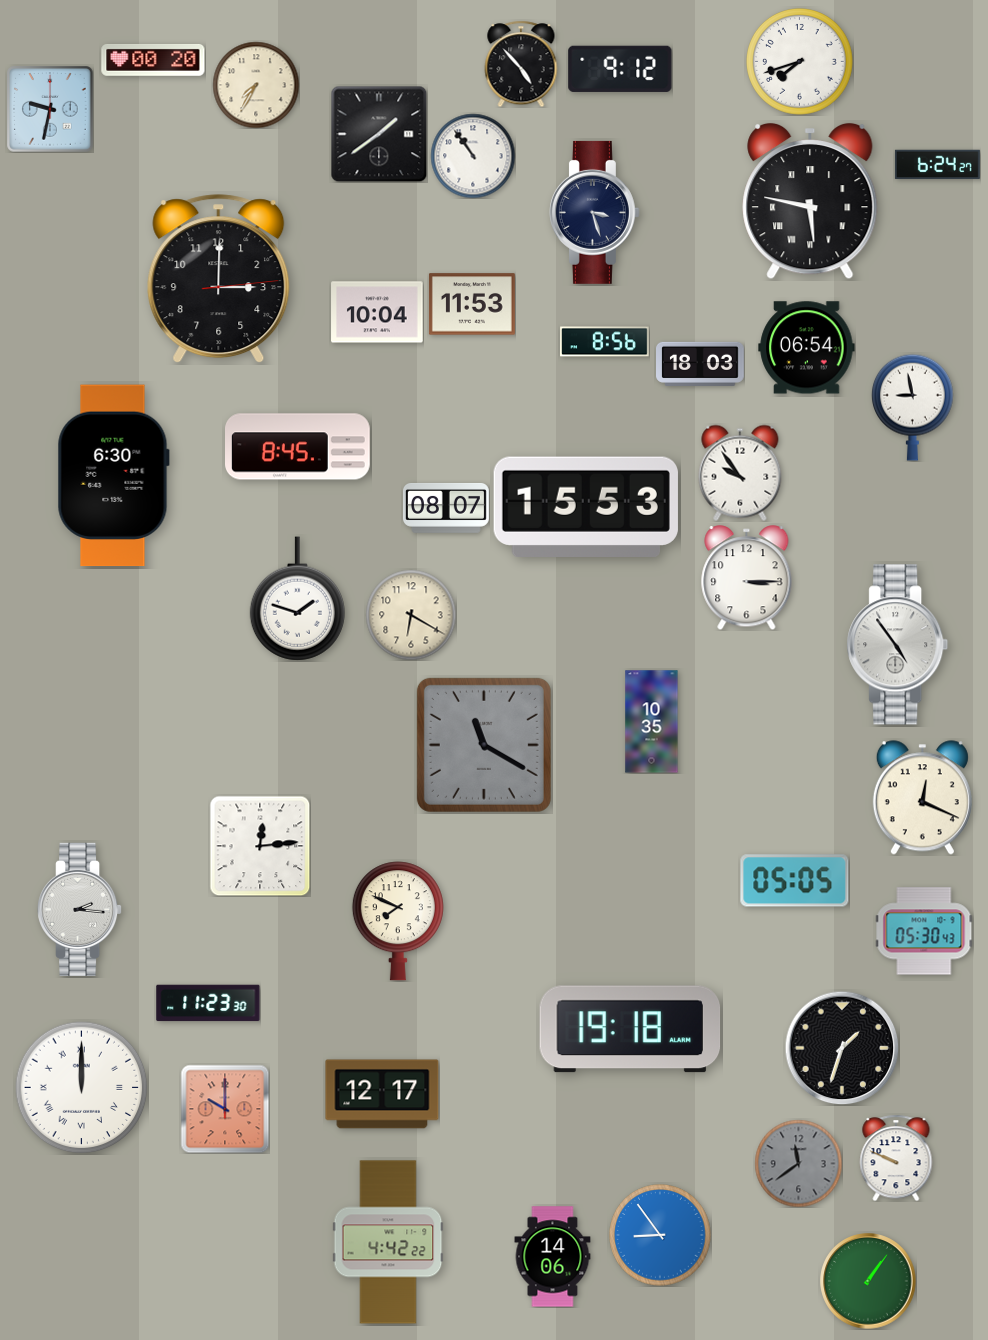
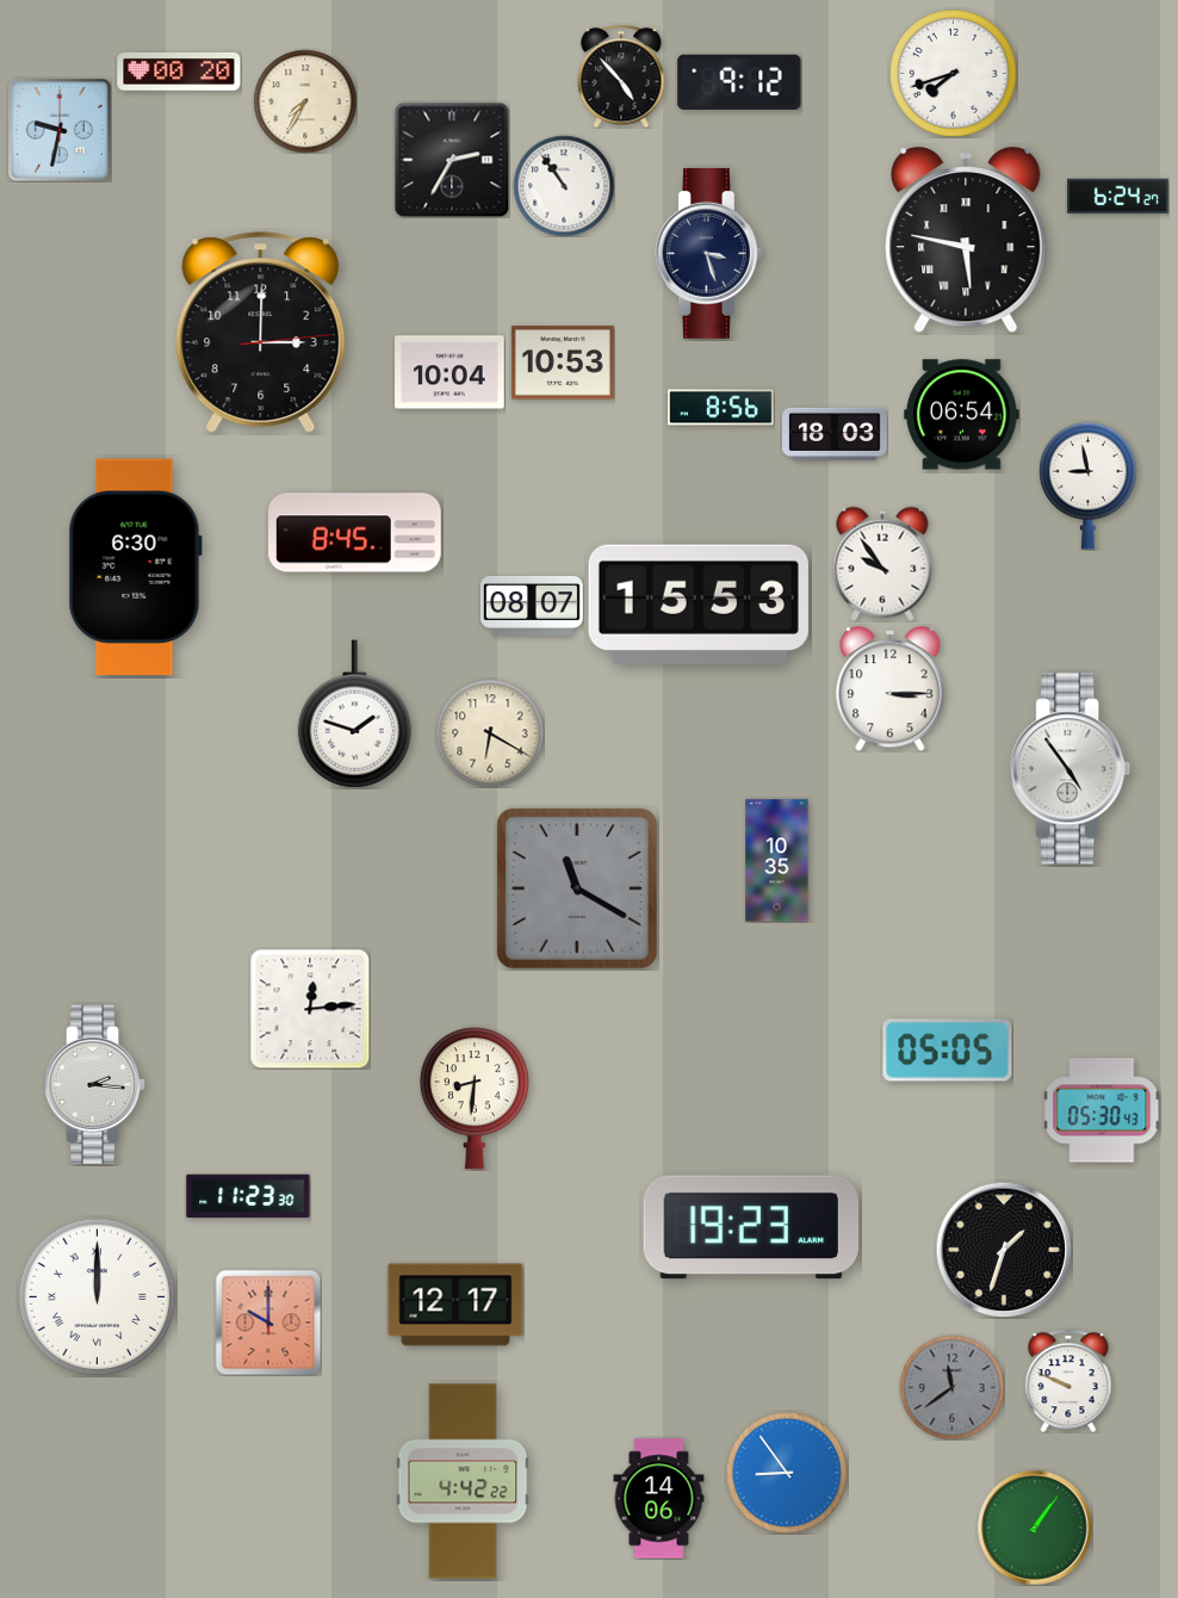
clock at (153, 60) position: (153, 60) -> (179, 72)
clock at (379, 134): 1:39 -> 2:35
clock at (472, 304): 11:53 -> 10:53
clock at (922, 798): 12:19 -> none
clock at (398, 921): 7:49 -> 8:31
clock at (630, 1029): 19:18 -> 19:23
